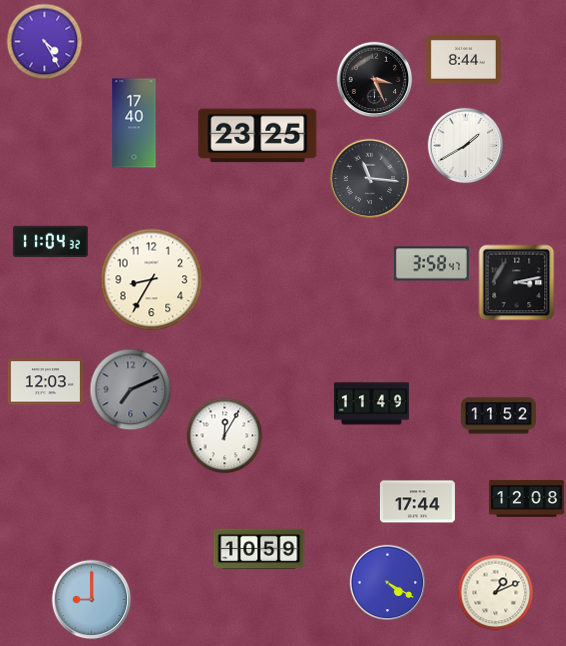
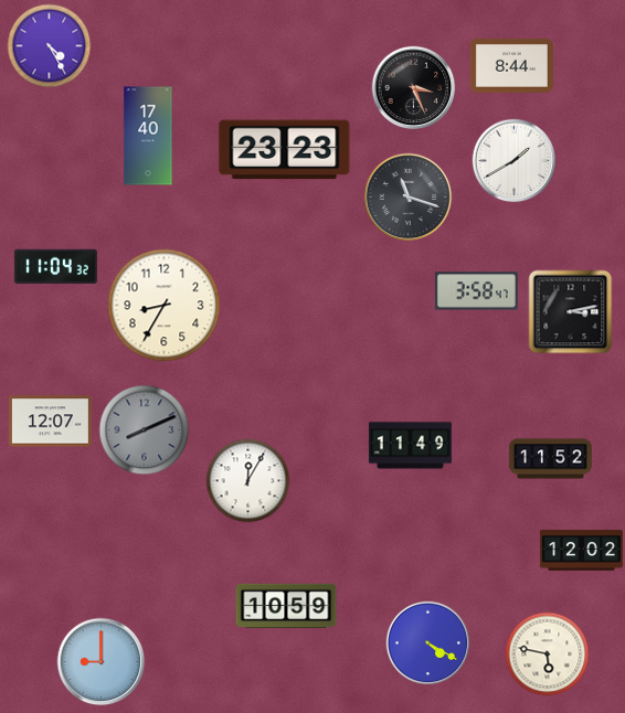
clock at (258, 136): 23:25 -> 23:23
clock at (370, 179): 11:16 -> 11:18
clock at (152, 280) position: (152, 280) -> (165, 306)
clock at (45, 382): 12:03 -> 12:07
clock at (131, 390): 7:11 -> 8:11
clock at (526, 499): 12:08 -> 12:02
clock at (417, 502): 17:44 -> none
clock at (496, 593): 1:11 -> 5:47
